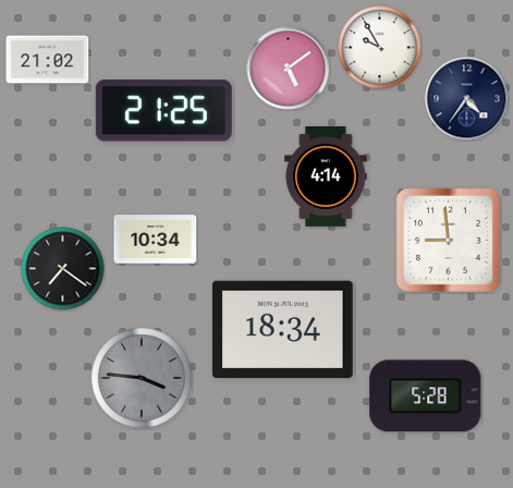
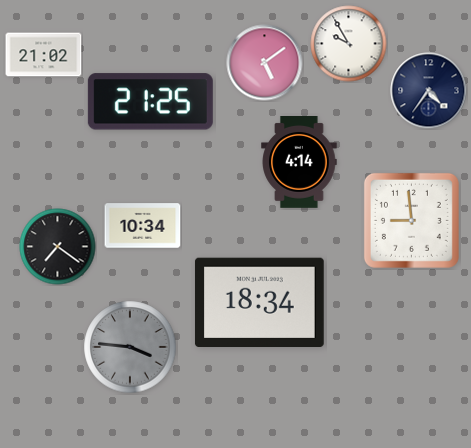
clock at (156, 240) position: (156, 240) -> (143, 226)
clock at (426, 396): 5:28 -> none
